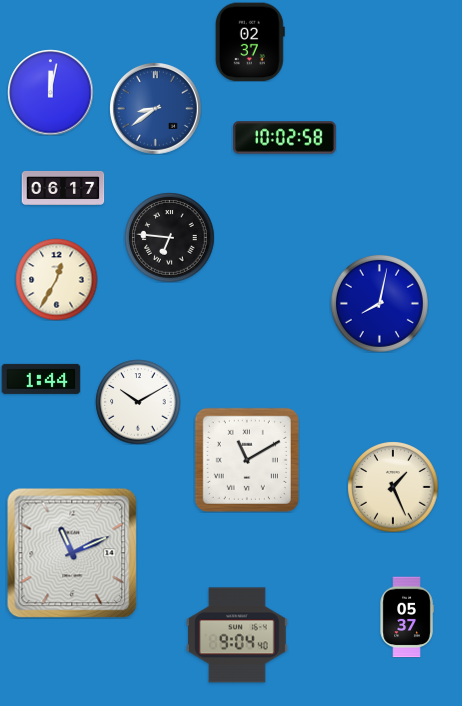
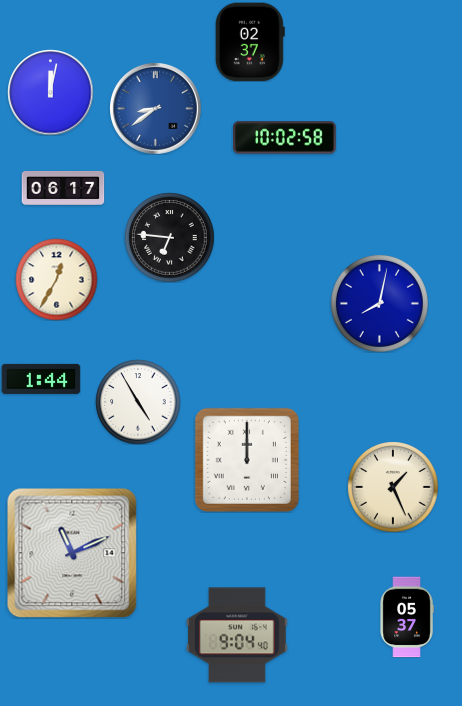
clock at (138, 402): 10:10 -> 4:55
clock at (247, 460): 11:10 -> 12:00
